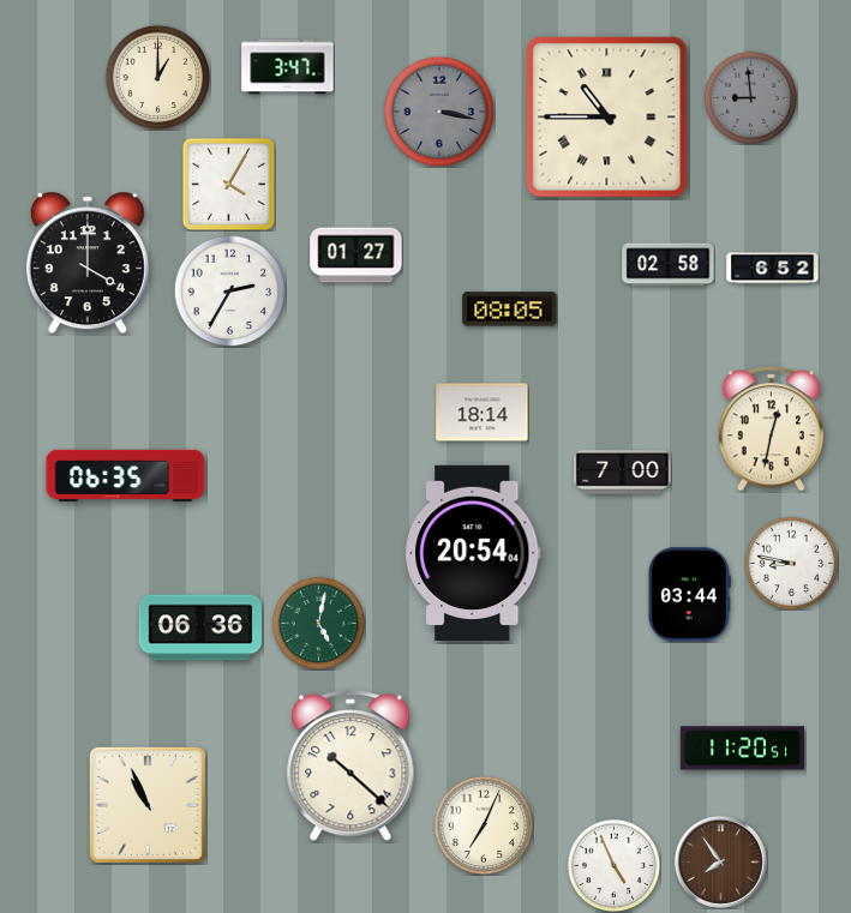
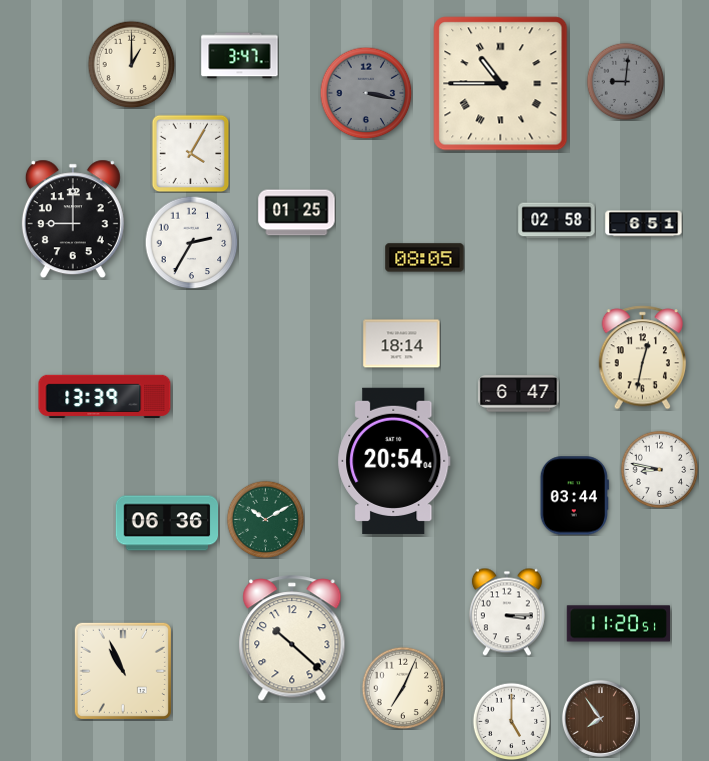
clock at (750, 97): 8:59 -> 9:01
clock at (607, 118) position: (607, 118) -> (501, 84)
clock at (356, 256): 01:27 -> 01:25
clock at (88, 263): 4:00 -> 9:00
clock at (773, 269): 6:52 -> 6:51
clock at (623, 473): 7:00 -> 6:47
clock at (126, 476): 06:35 -> 13:39
clock at (318, 623): 5:02 -> 10:10
clock at (507, 612): none -> 3:15
clock at (613, 865): 4:56 -> 5:00
